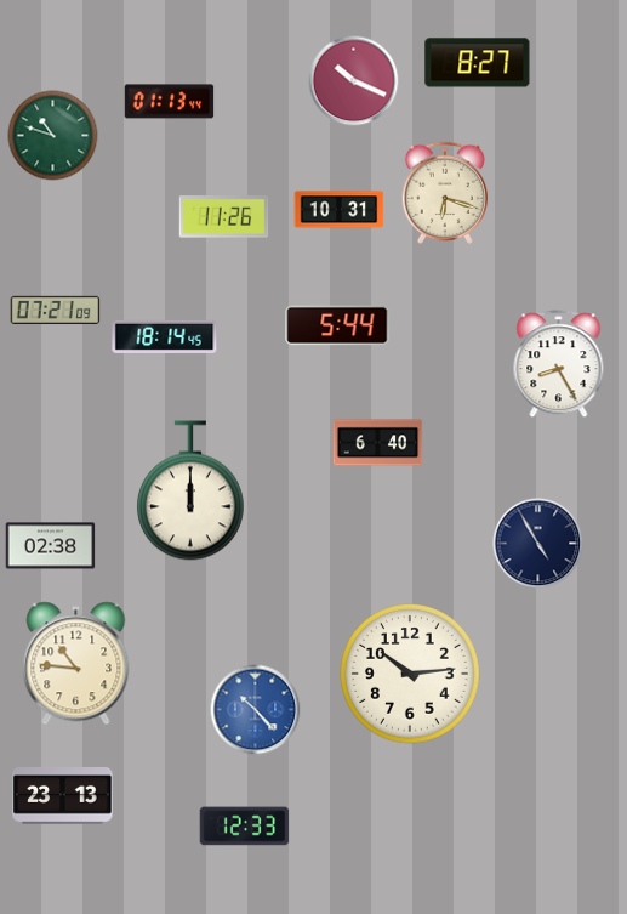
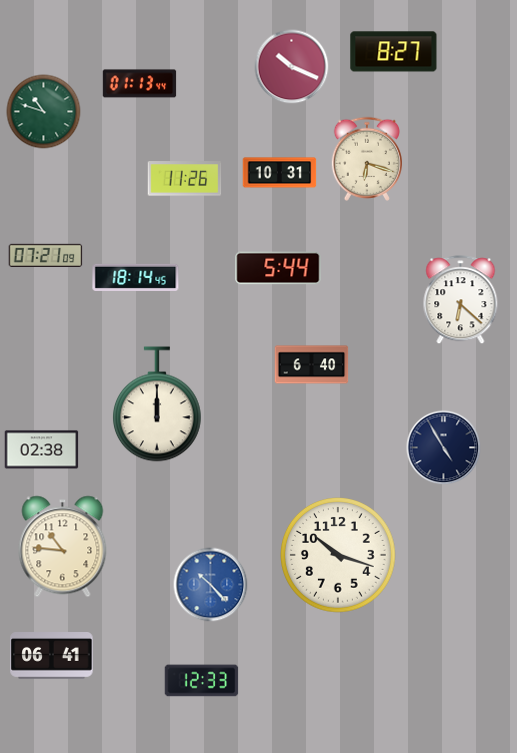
clock at (559, 364): 8:25 -> 6:22
clock at (411, 675): 10:14 -> 10:18
clock at (63, 796): 23:13 -> 06:41
